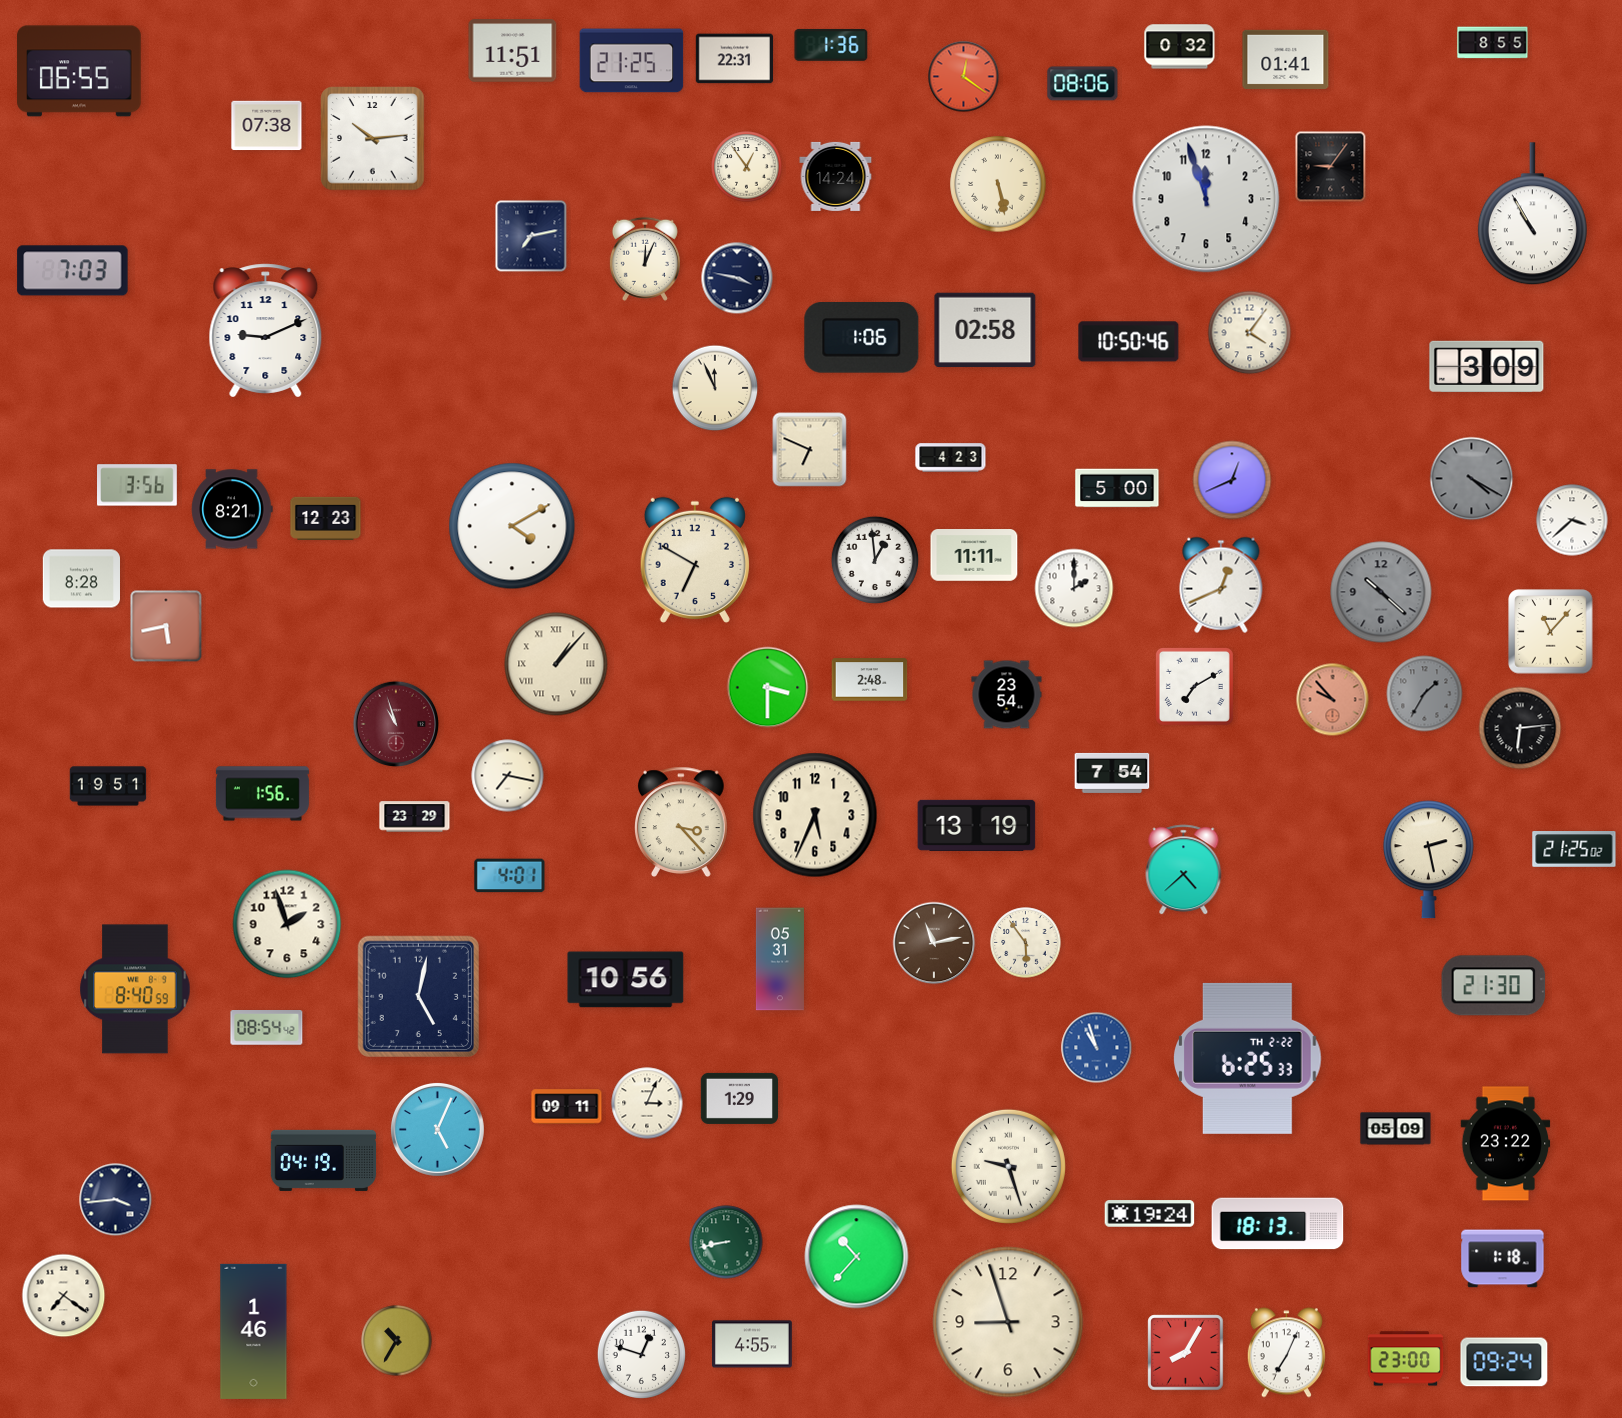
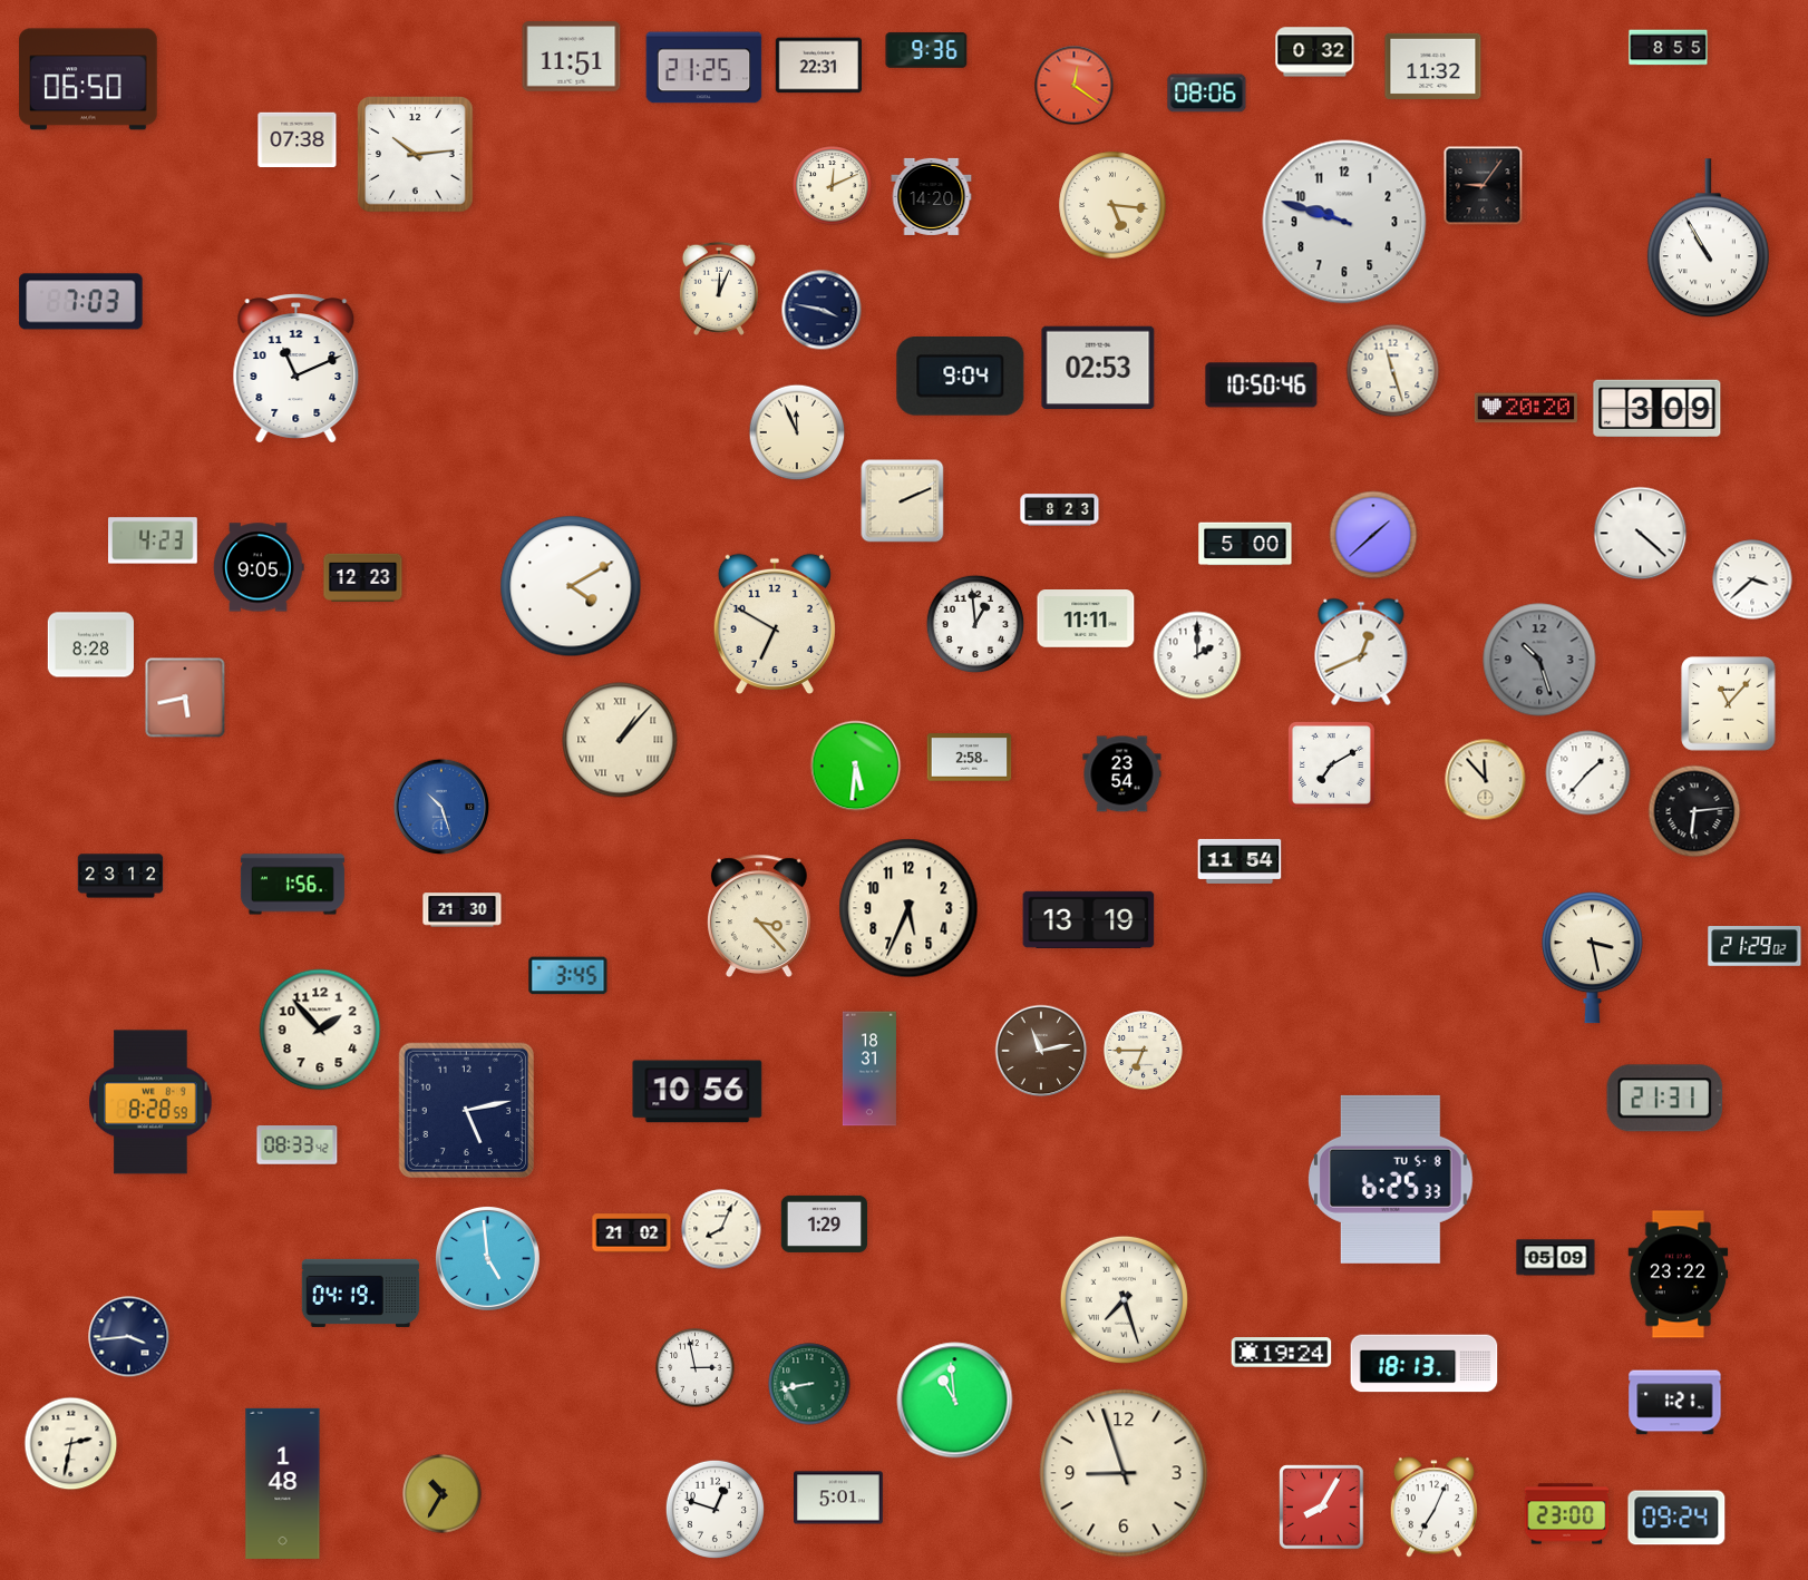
clock at (1493, 43) position: (1493, 43) -> (1669, 48)
clock at (831, 45): 1:36 -> 9:36
clock at (1286, 59): 01:41 -> 11:32
clock at (79, 71): 06:55 -> 06:50
clock at (747, 167): 12:54 -> 12:11
clock at (836, 176): 14:24 -> 14:20
clock at (998, 184): 5:28 -> 5:16
clock at (1206, 199): 11:57 -> 9:48
clock at (531, 236): 7:13 -> none
clock at (985, 330): 02:58 -> 02:53
clock at (266, 331): 9:11 -> 11:11
clock at (1250, 333): 4:06 -> 11:27
clock at (862, 338): 1:06 -> 9:04
clock at (1129, 342) position: (1129, 342) -> (1262, 386)
clock at (1526, 408): none -> 20:20
clock at (810, 450): 6:49 -> 2:11
clock at (951, 458): 4:23 -> 8:23
clock at (1472, 479): 4:20 -> 4:22
clock at (1472, 479) dial: grey -> white
clock at (1232, 480): 12:41 -> 1:38
clock at (138, 485): 3:56 -> 4:23
clock at (232, 509): 8:21 -> 9:05
clock at (1381, 592): 10:22 -> 10:27
clock at (870, 680): 2:48 -> 2:58
clock at (768, 688): 3:30 -> 5:31
clock at (1425, 694): 1:35 -> 1:37
clock at (1425, 694) dial: grey -> white
clock at (1333, 700): 9:53 -> 11:53
clock at (1333, 700) dial: salmon -> cream
clock at (396, 724): 10:57 -> 10:27
clock at (396, 724) dial: burgundy -> blue
clock at (1112, 773): 7:54 -> 11:54
clock at (508, 776): 7:17 -> none
clock at (108, 786): 19:51 -> 23:12
clock at (415, 817): 23:29 -> 21:30
clock at (1574, 849): 21:25 -> 21:29
clock at (1428, 860): 2:28 -> 3:28
clock at (1184, 870): 4:38 -> none
clock at (510, 876): 4:01 -> 3:45
clock at (287, 924): 1:57 -> 1:53
clock at (1026, 943): 5:54 -> 6:45
clock at (780, 959): 05:31 -> 18:31
clock at (1494, 986): 21:30 -> 21:31
clock at (135, 989): 8:40 -> 8:28
clock at (418, 996): 5:02 -> 5:13
clock at (267, 1028): 08:54 -> 08:33
clock at (1097, 1048): 10:57 -> none
clock at (1248, 1058) date: TH 2-22 -> TU 5-8
clock at (647, 1103): 3:04 -> 8:04
clock at (567, 1107): 09:11 -> 21:02
clock at (437, 1129): 5:04 -> 4:59
clock at (1008, 1166): 9:27 -> 7:27
clock at (696, 1368): none -> 2:58
clock at (857, 1257): 10:37 -> 10:59
clock at (1503, 1259): 1:18 -> 1:21
clock at (64, 1296): 7:21 -> 2:32
clock at (254, 1331): 1:46 -> 1:48
clock at (753, 1344): 4:55 -> 5:01
